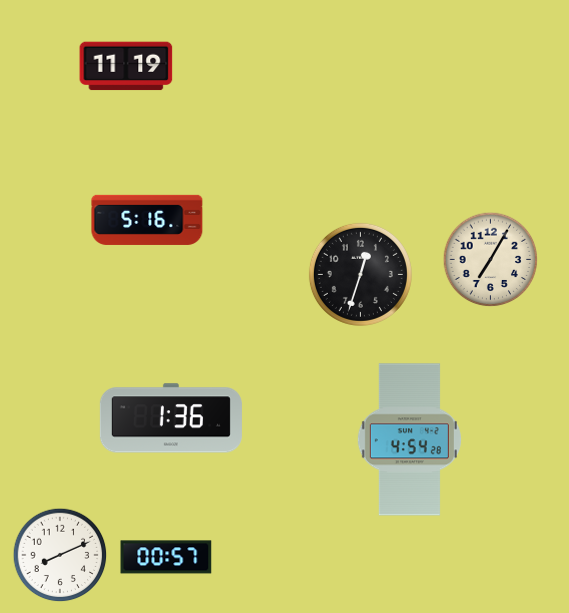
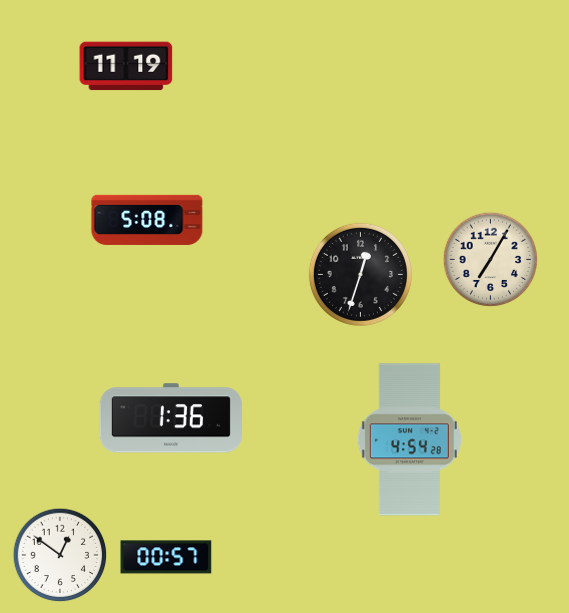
clock at (147, 220): 5:16 -> 5:08
clock at (60, 555): 8:11 -> 12:51
